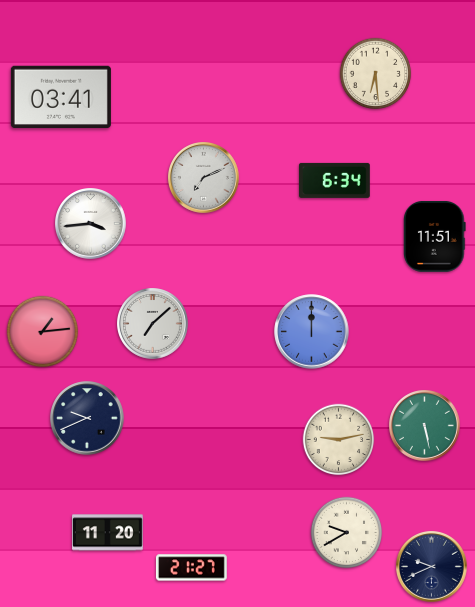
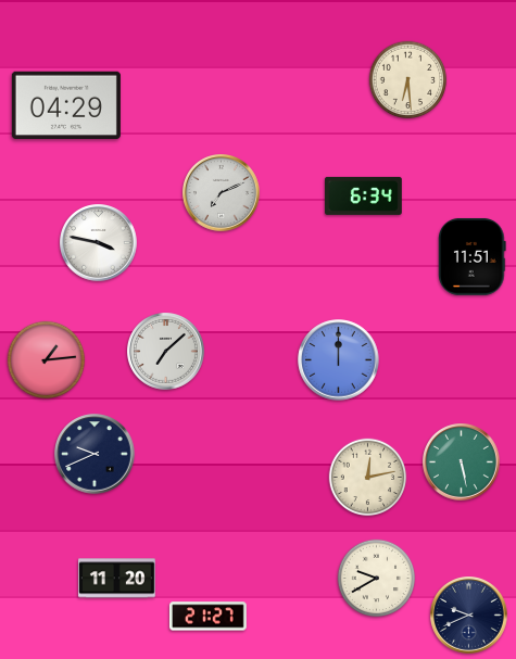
clock at (61, 97): 03:41 -> 04:29
clock at (91, 224): 3:44 -> 3:47
clock at (339, 440): 9:13 -> 12:13
